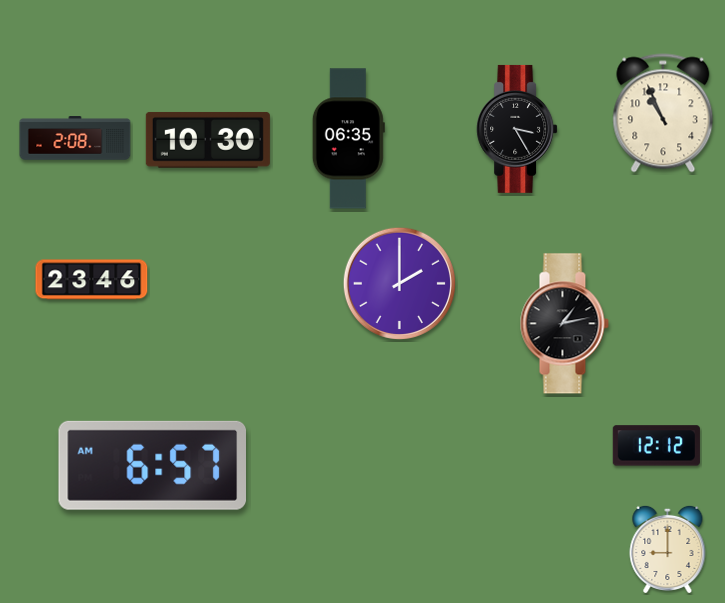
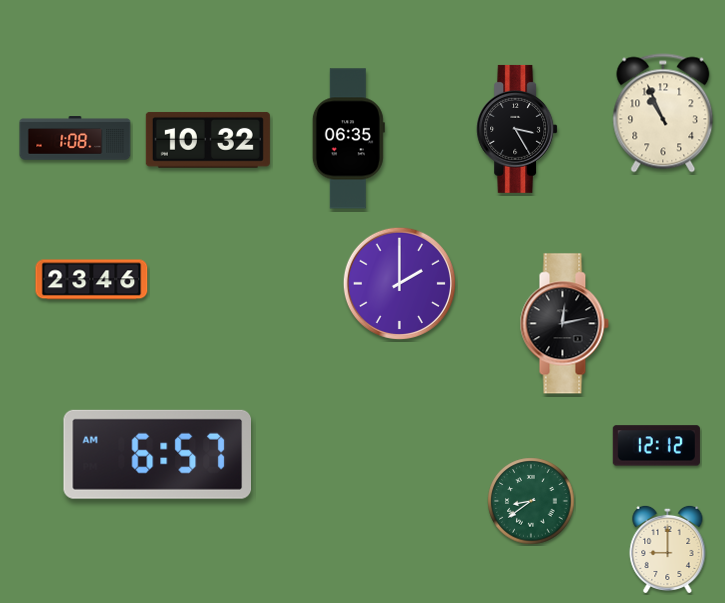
clock at (75, 138): 2:08 -> 1:08
clock at (208, 140): 10:30 -> 10:32
clock at (564, 324): 1:13 -> 12:13
clock at (152, 465) position: (152, 465) -> (157, 454)
clock at (531, 501): none -> 8:39
